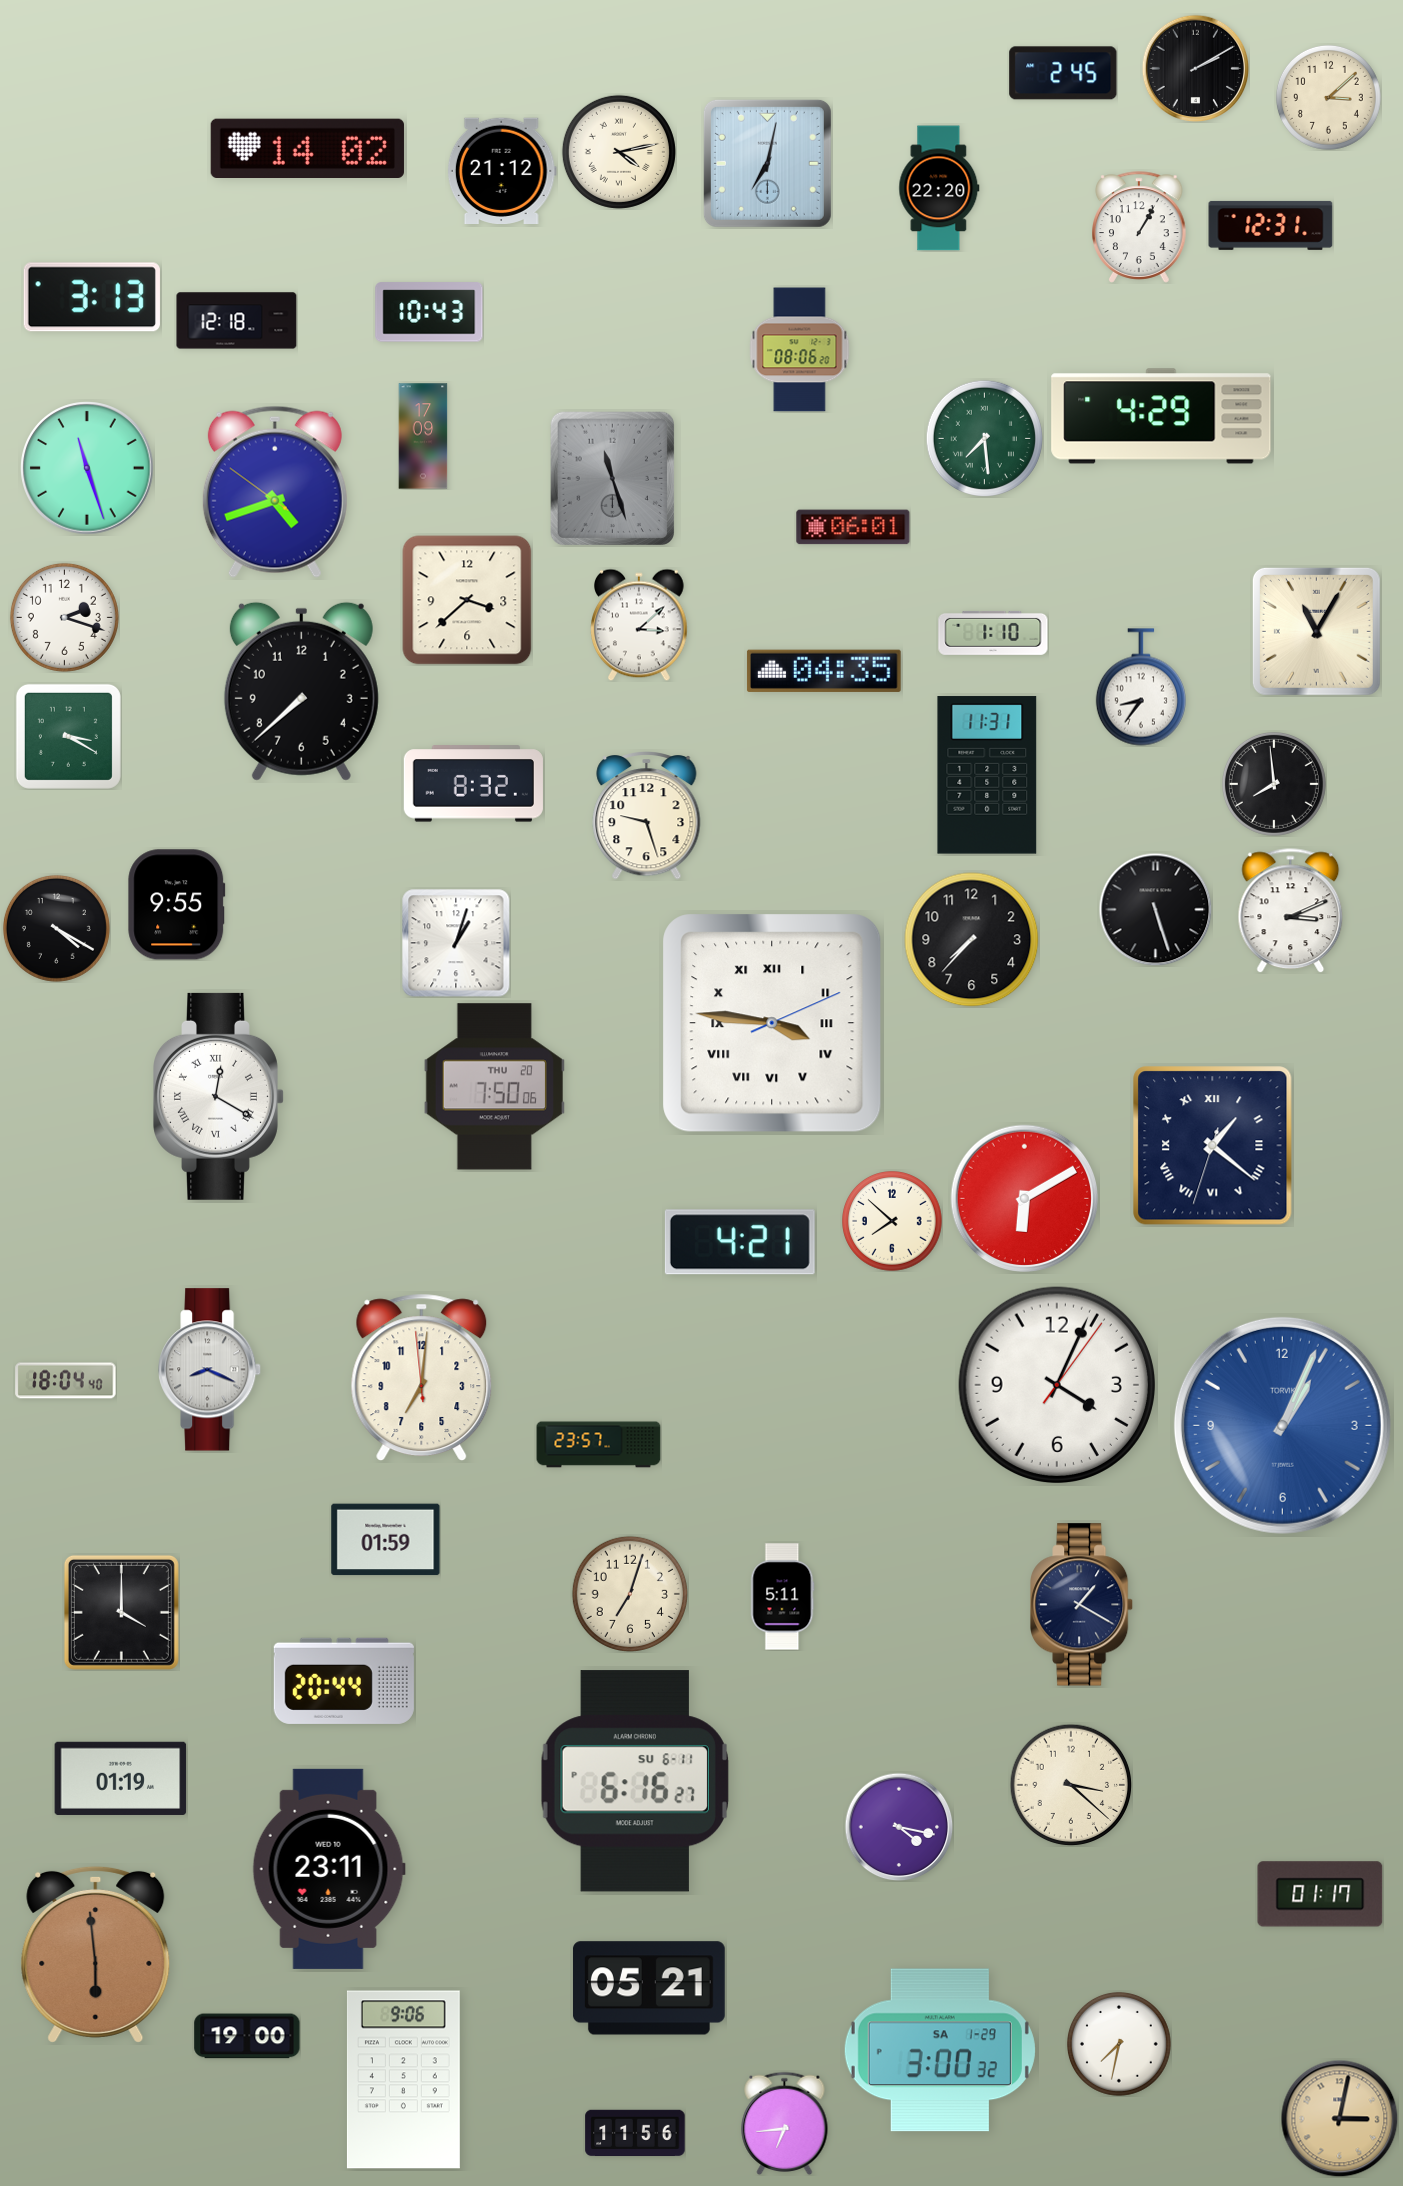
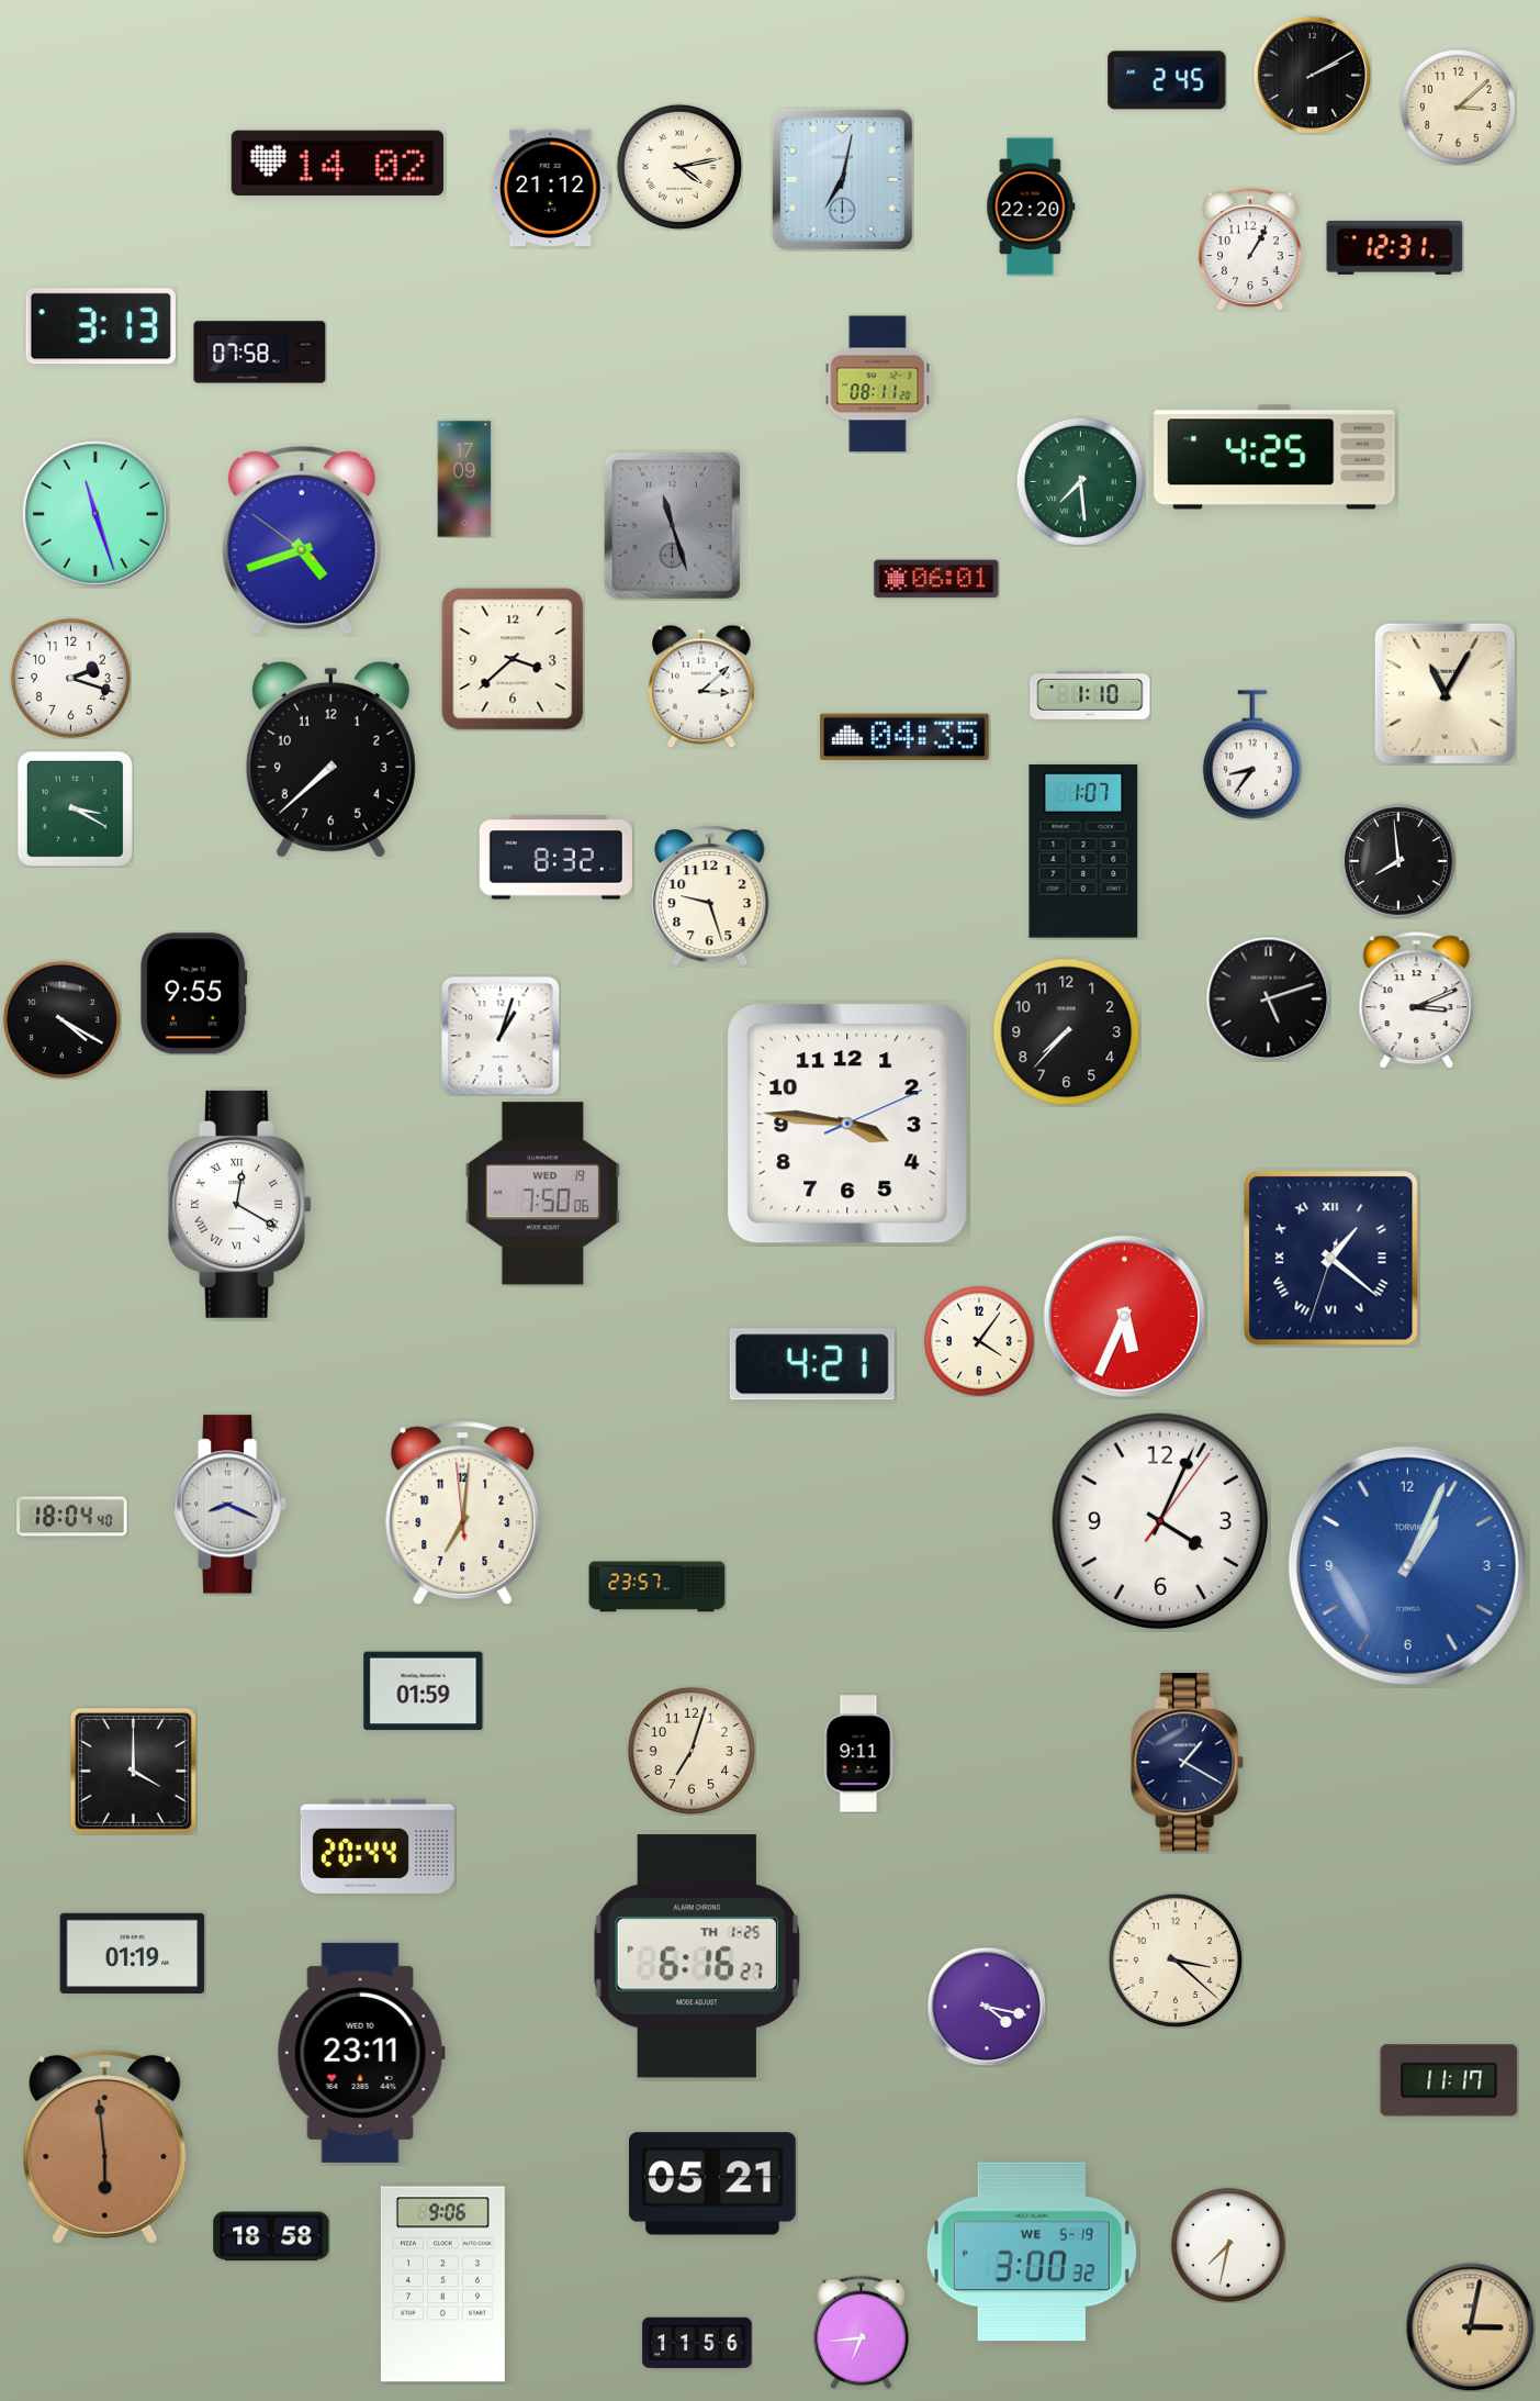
clock at (429, 312): 10:43 -> none
clock at (237, 321): 12:18 -> 07:58
clock at (800, 350): 08:06 -> 08:11
clock at (1161, 416): 4:29 -> 4:25
clock at (987, 775): 11:31 -> 1:07
clock at (473, 784) position: (473, 784) -> (555, 858)
clock at (1155, 909): 5:27 -> 5:12
clock at (772, 1023) numerals: Roman -> Arabic
clock at (494, 1087) date: THU 20 -> WED 19
clock at (1024, 1198): 6:10 -> 5:34
clock at (892, 1221): 7:52 -> 4:06
clock at (783, 1597): 5:11 -> 9:11
clock at (635, 1781) date: SU 6-11 -> TH 1-25
clock at (1320, 1894): 01:17 -> 11:17
clock at (247, 2036): 19:00 -> 18:58
clock at (940, 2050) date: SA 1-29 -> WE 5-19
